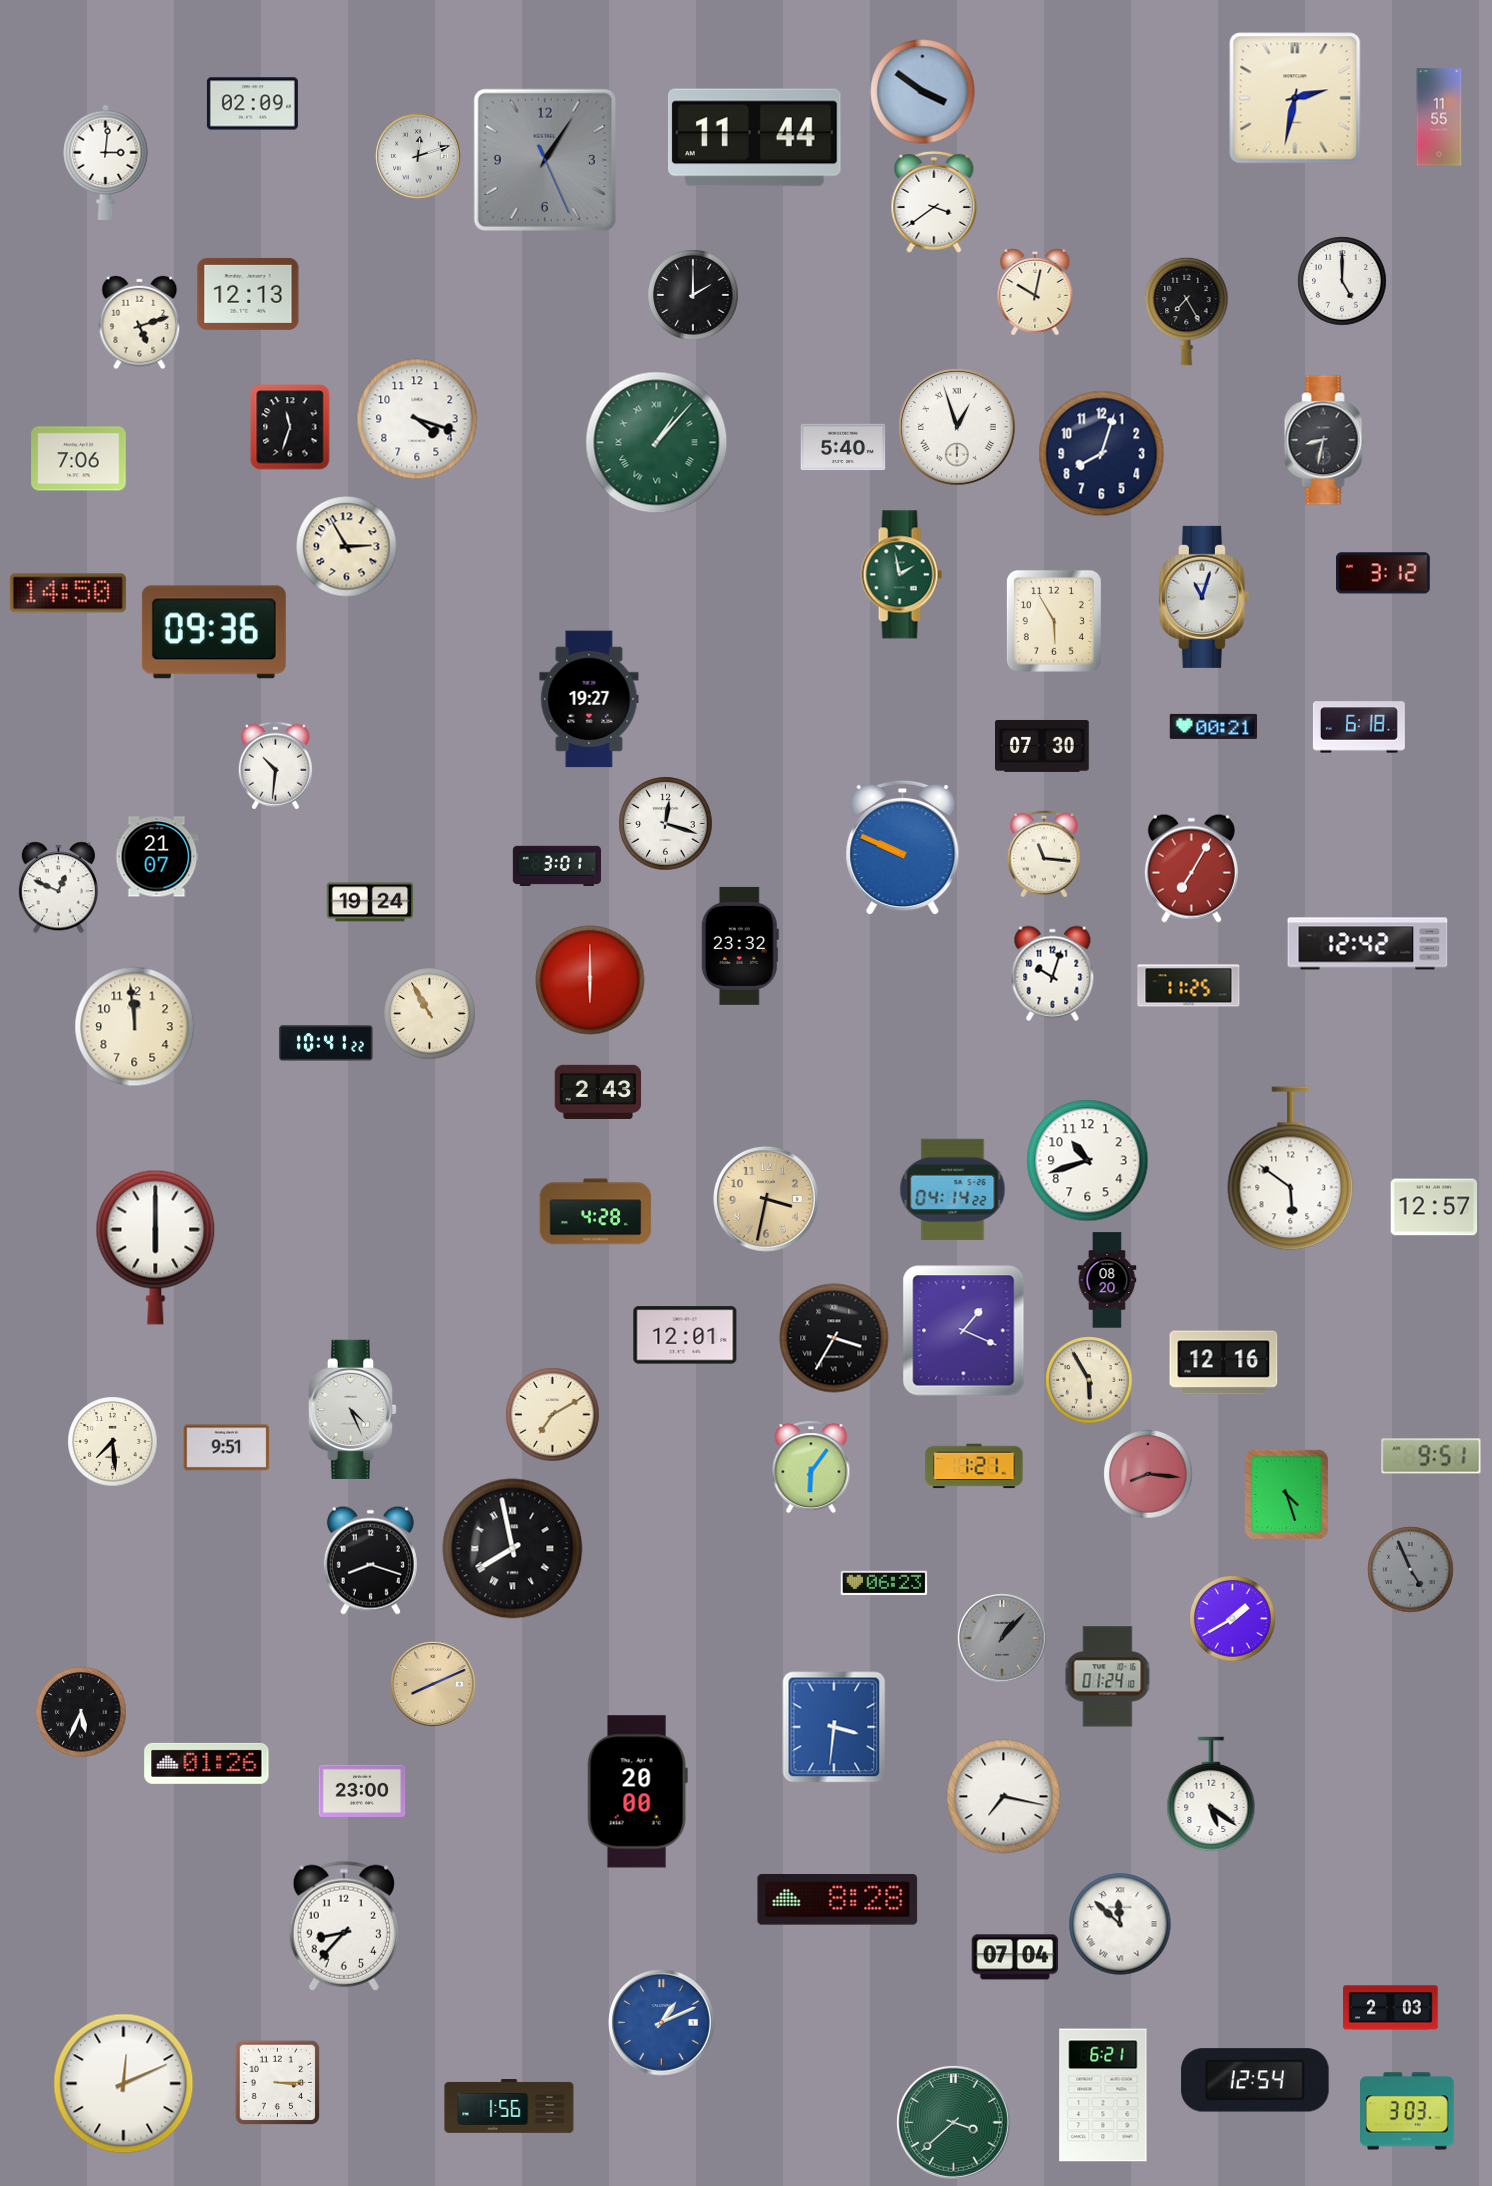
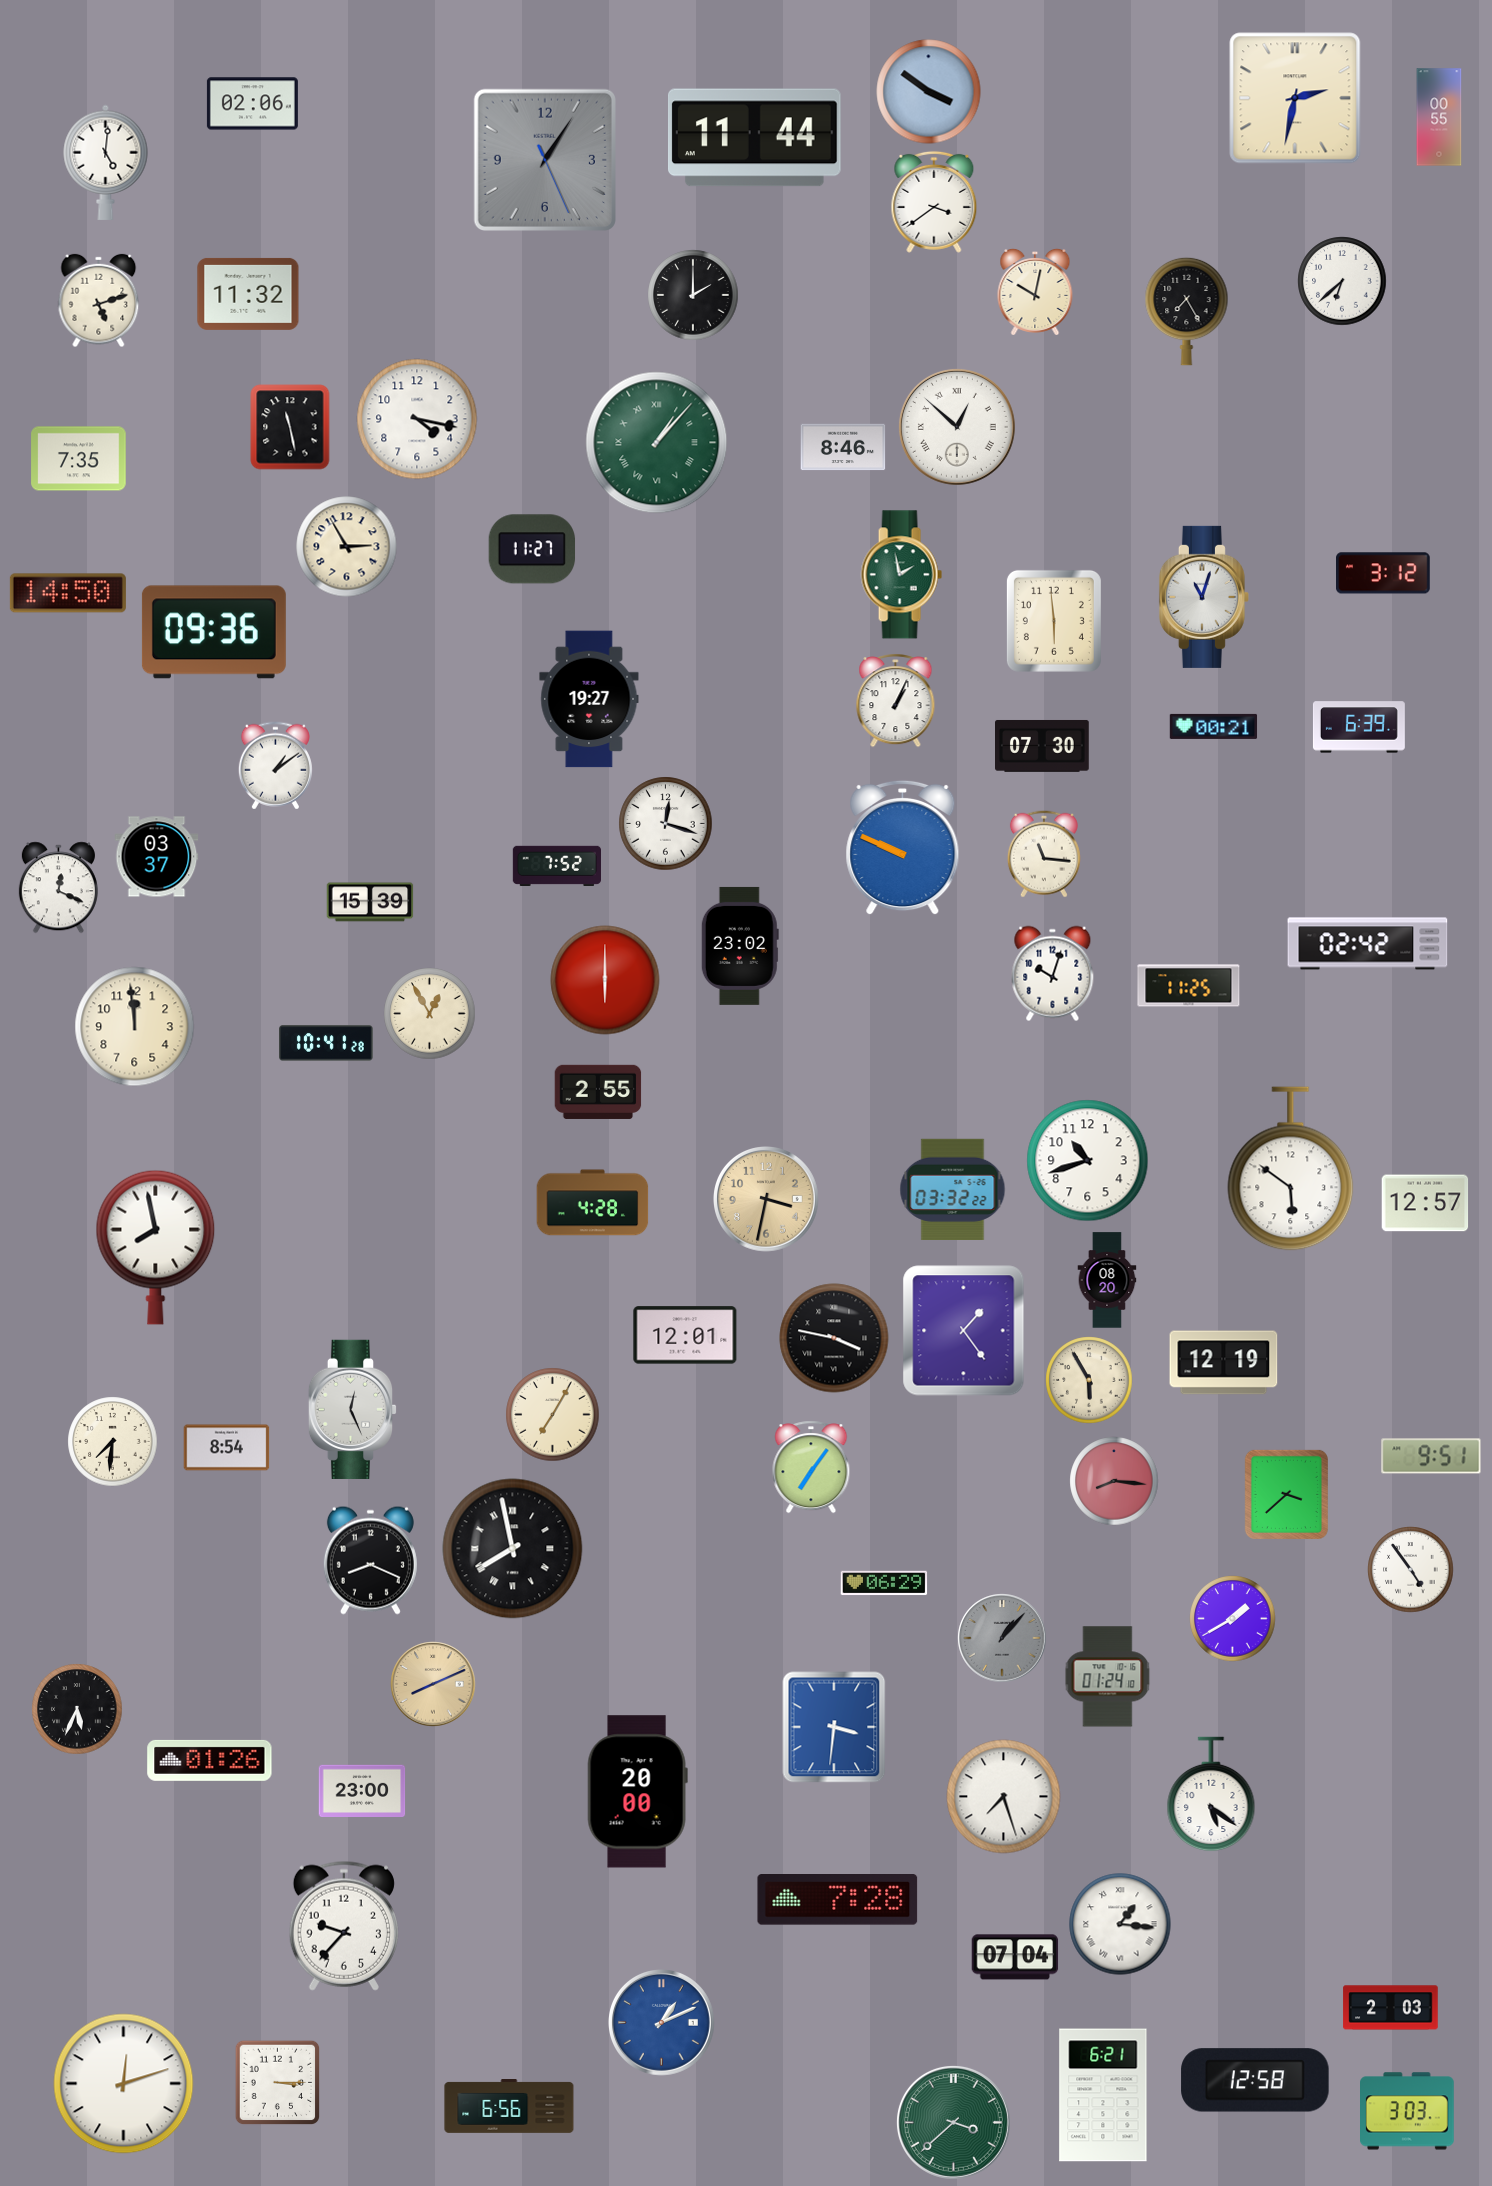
clock at (923, 92) position: (923, 92) -> (929, 92)
clock at (252, 104): 02:09 -> 02:06
clock at (1439, 117): 11:55 -> 00:55
clock at (418, 156): 12:12 -> none
clock at (106, 162): 3:01 -> 5:01
clock at (1342, 281): 5:00 -> 6:38
clock at (248, 294): 12:13 -> 11:32
clock at (140, 323) position: (140, 323) -> (99, 301)
clock at (417, 419): 4:18 -> 4:17
clock at (290, 427): 11:33 -> 11:28
clock at (957, 427): 12:57 -> 12:52
clock at (1325, 440): 8:32 -> none
clock at (843, 447): 5:40 -> 8:46
clock at (1102, 454): 8:03 -> none
clock at (79, 459): 7:06 -> 7:35
clock at (532, 549): none -> 11:27
clock at (1054, 621): 5:55 -> 5:59
clock at (896, 701): none -> 1:04
clock at (1359, 727): 6:18 -> 6:39
clock at (275, 766): 10:31 -> 1:09
clock at (157, 857): 21:07 -> 03:37
clock at (556, 865): 3:01 -> 7:52
clock at (1191, 868): 7:05 -> none
clock at (58, 888): 12:49 -> 12:19
clock at (370, 902): 19:24 -> 15:39
clock at (1368, 944): 12:42 -> 02:42
clock at (740, 946): 23:32 -> 23:02
clock at (590, 980) position: (590, 980) -> (605, 980)
clock at (430, 1014): 10:55 -> 12:55
clock at (326, 1043): 10:41:22 -> 10:41:28
clock at (598, 1092): 2:43 -> 2:55
clock at (953, 1189): 04:14 -> 03:32
clock at (1434, 1207) position: (1434, 1207) -> (1425, 1203)
clock at (596, 1212) position: (596, 1212) -> (593, 1203)
clock at (156, 1247): 6:00 -> 7:58
clock at (964, 1331): 1:19 -> 1:24
clock at (834, 1338): 3:35 -> 3:47
clock at (1224, 1363): 12:16 -> 12:19
clock at (353, 1409): 4:26 -> 12:26
clock at (553, 1415): 7:10 -> 7:05
clock at (113, 1442): 7:29 -> 7:31
clock at (227, 1448): 9:51 -> 8:54
clock at (974, 1466): 1:21 -> none
clock at (811, 1467): 6:06 -> 7:06
clock at (1148, 1474) position: (1148, 1474) -> (1114, 1481)
clock at (1286, 1494): 4:27 -> 3:38
clock at (370, 1560): 8:18 -> 8:19
clock at (1411, 1570): 4:56 -> 4:54
clock at (1411, 1570) dial: grey -> white
clock at (884, 1583): 06:23 -> 06:29
clock at (81, 1712) position: (81, 1712) -> (77, 1709)
clock at (207, 1763) position: (207, 1763) -> (210, 1760)
clock at (1004, 1797): 7:17 -> 7:27
clock at (838, 1900): 8:28 -> 7:28
clock at (1120, 1924): 11:52 -> 1:16
clock at (344, 1926): 8:37 -> 9:37
clock at (1255, 2080): 12:54 -> 12:58
clock at (124, 2084): 12:11 -> 12:12
clock at (509, 2107): 1:56 -> 6:56
